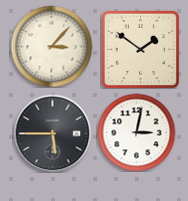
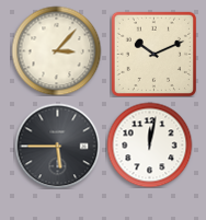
clock at (140, 49): 1:51 -> 10:11
clock at (136, 132): 3:02 -> 12:02
